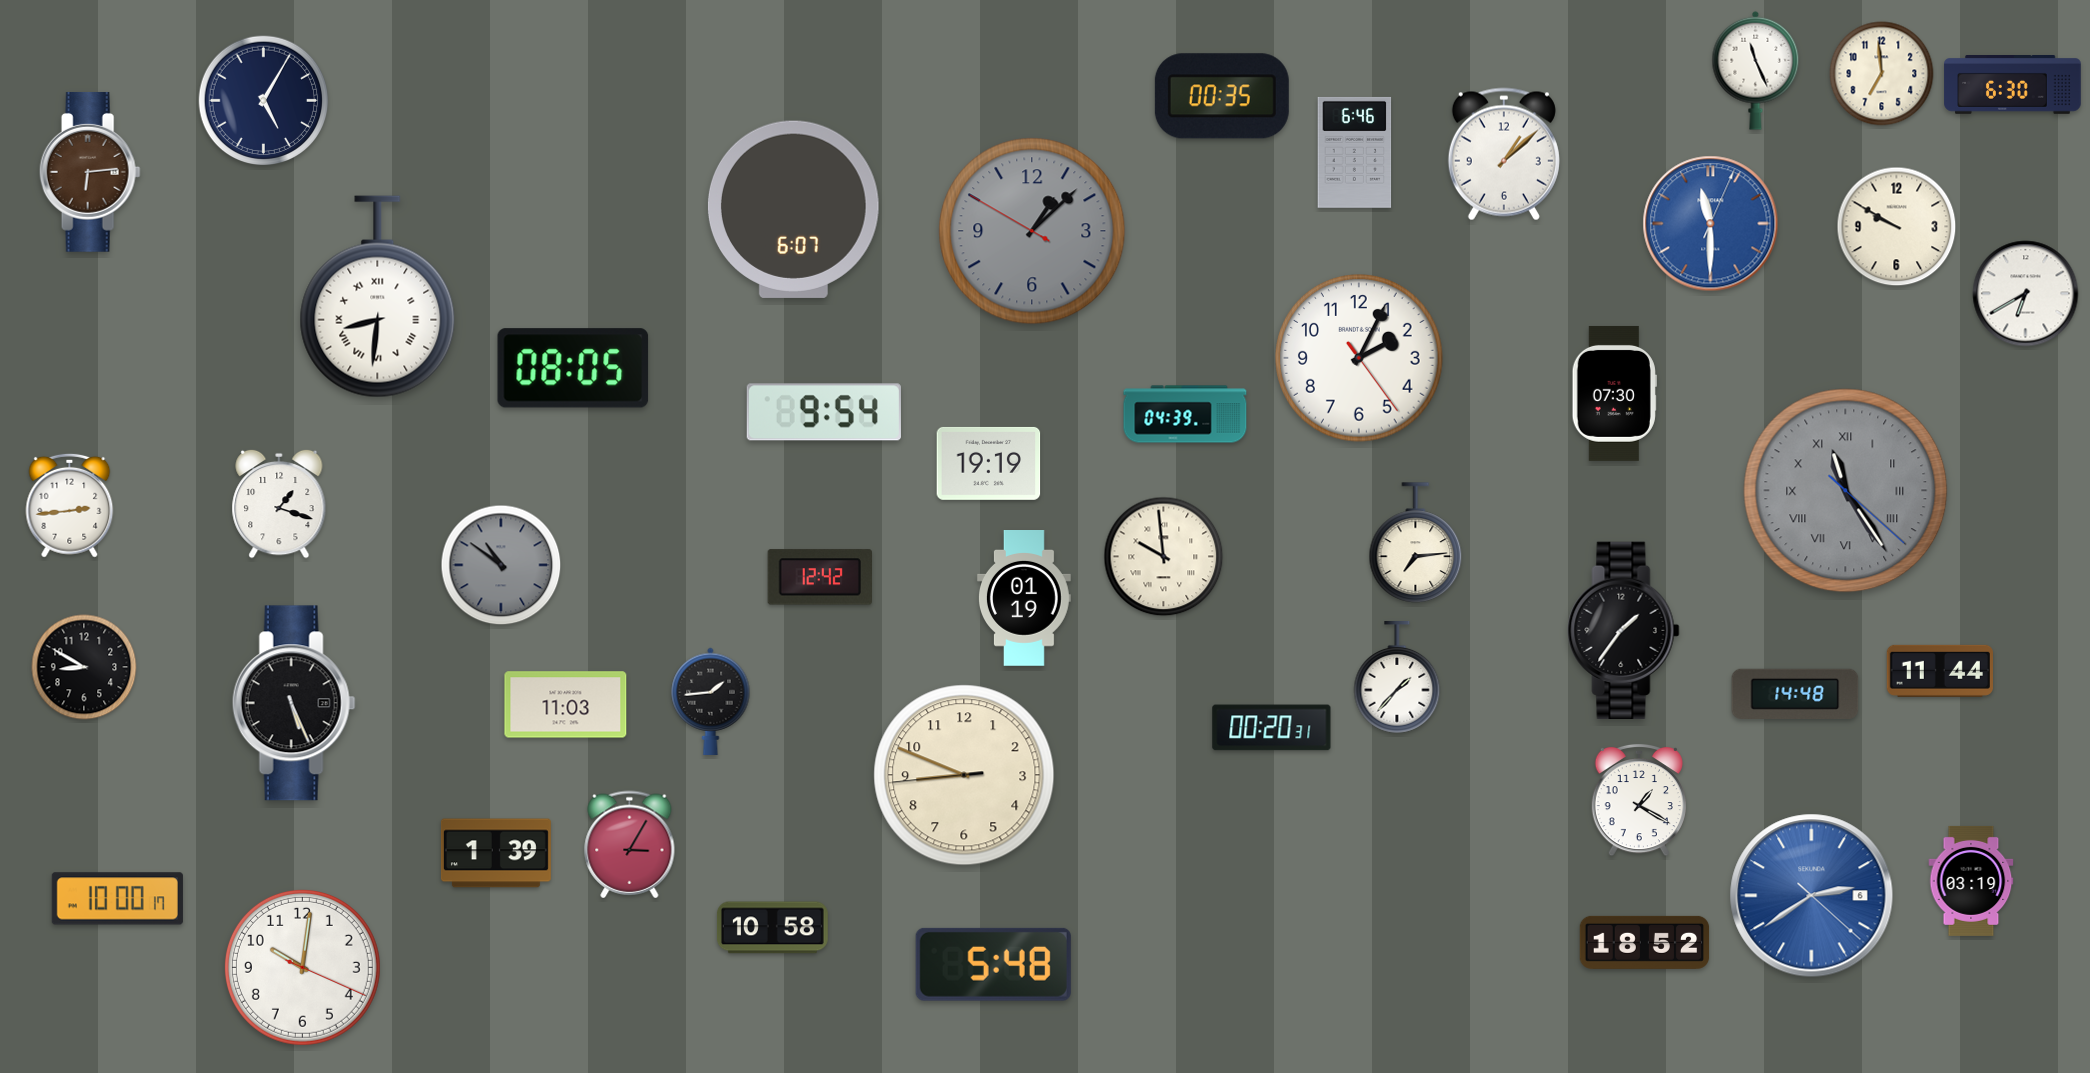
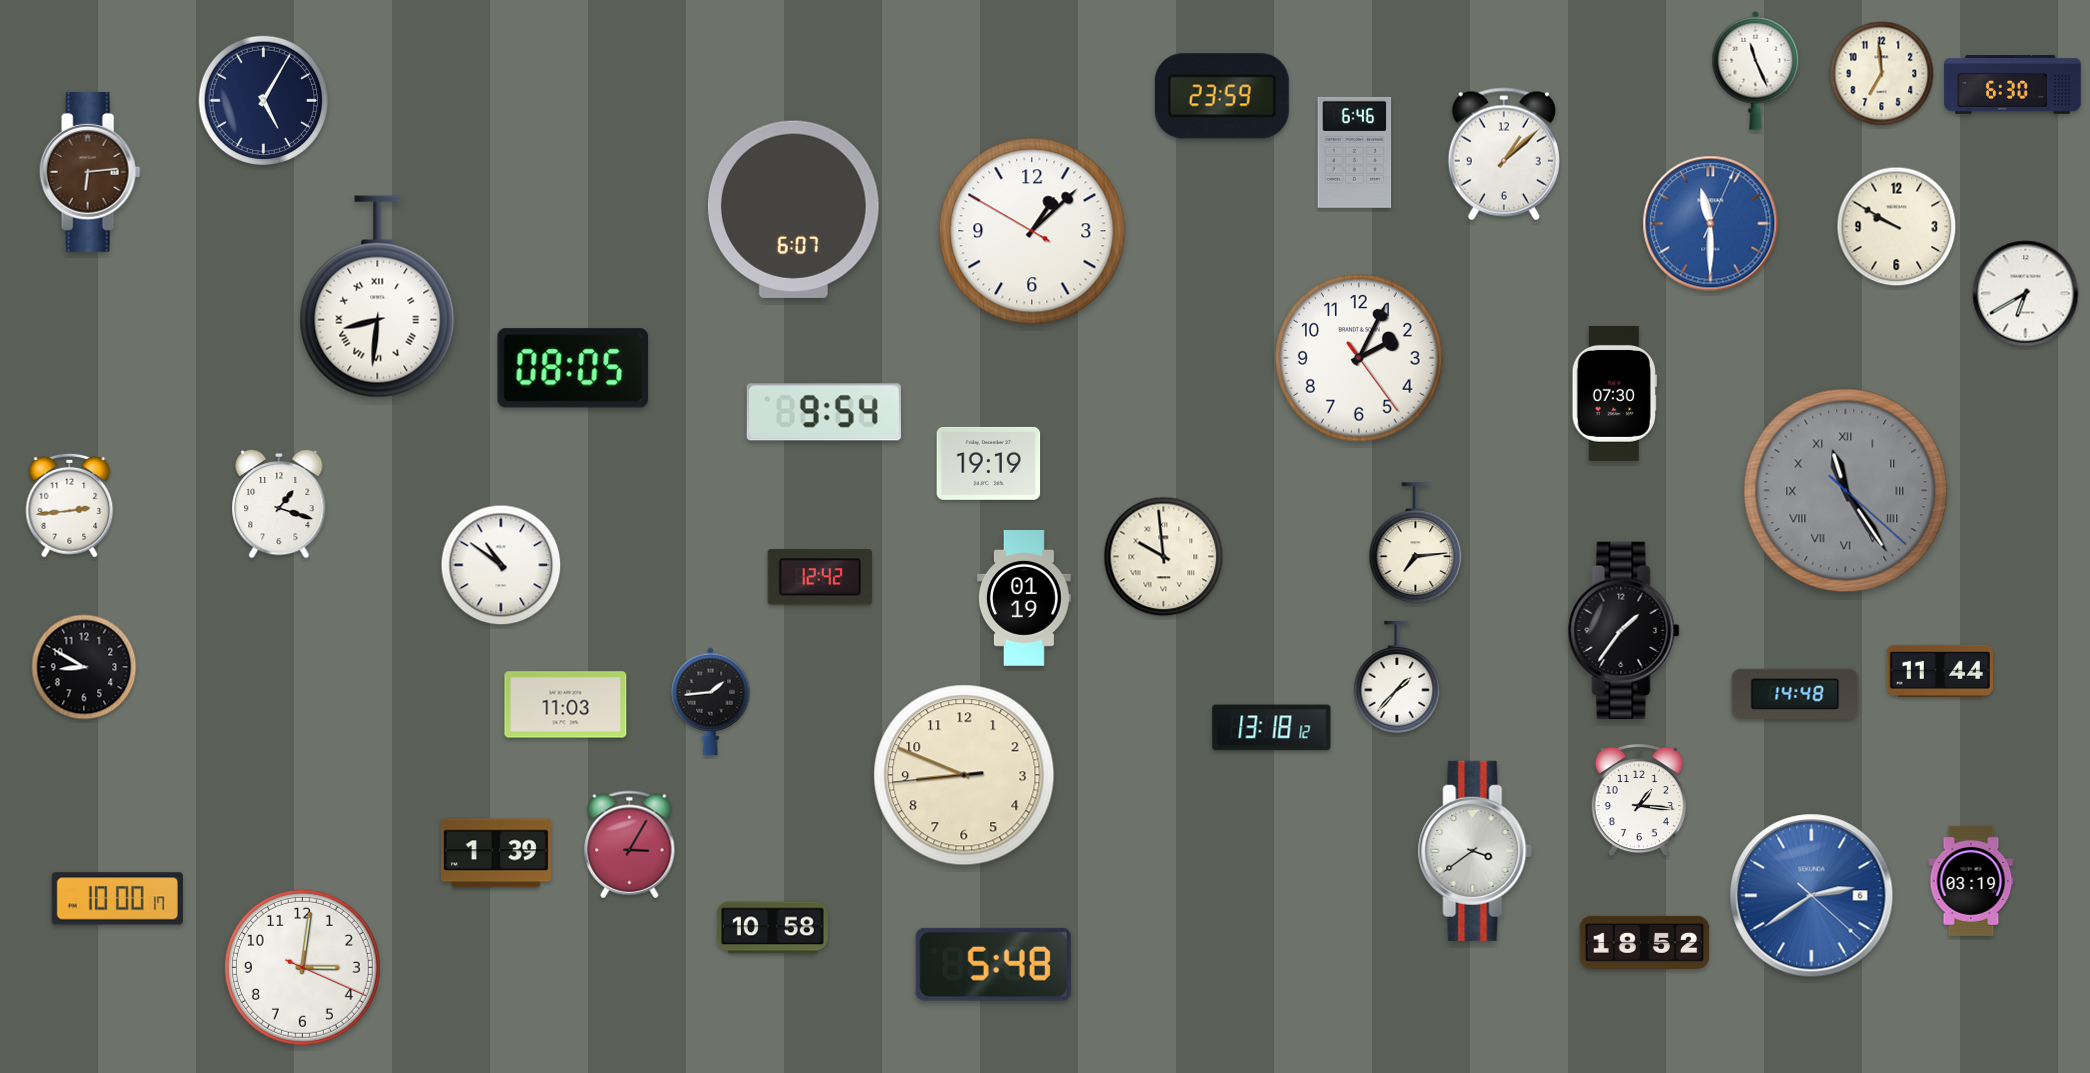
clock at (1222, 96): 00:35 -> 23:59
clock at (1032, 231) dial: grey -> white
clock at (1185, 414): 04:39 -> none
clock at (501, 565) dial: grey -> white
clock at (294, 703): 5:26 -> none
clock at (1272, 728): 00:20 -> 13:18
clock at (1639, 800): 1:20 -> 1:16
clock at (1475, 851): none -> 3:39
clock at (302, 967): 10:01 -> 3:01
